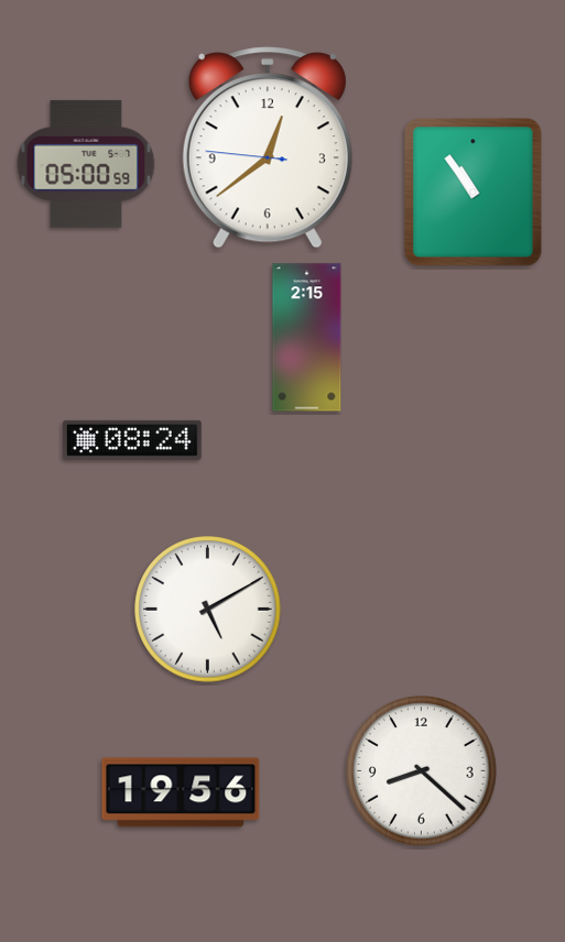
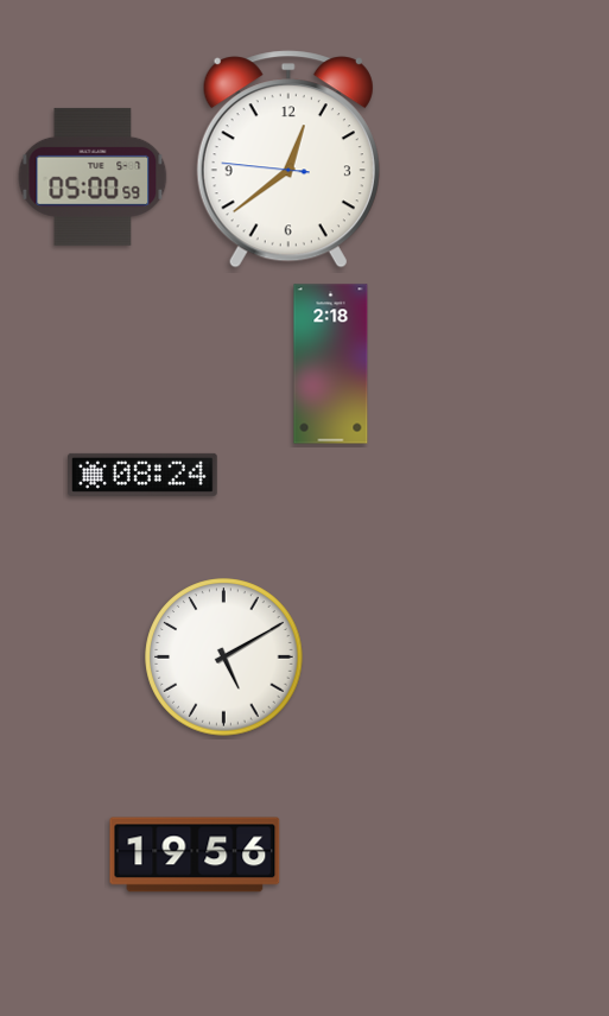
clock at (474, 193): 10:54 -> none
clock at (307, 338): 2:15 -> 2:18
clock at (422, 771): 8:22 -> none
